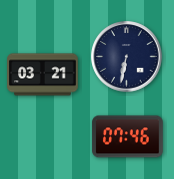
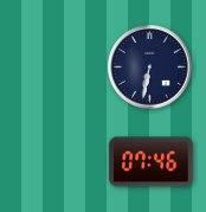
clock at (43, 75): 03:21 -> none
